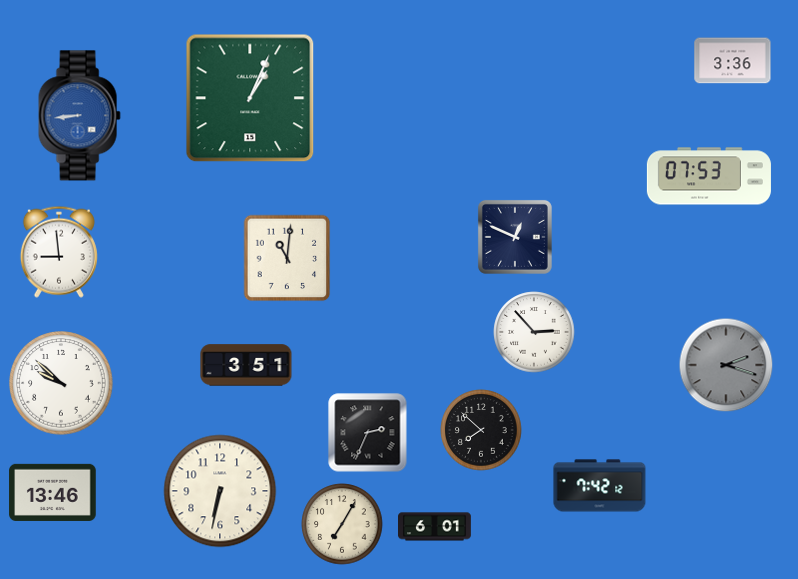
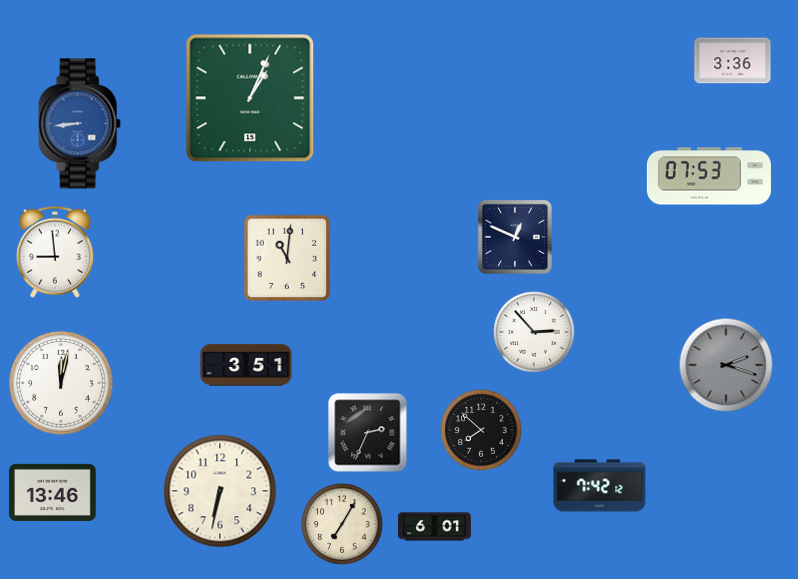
clock at (79, 116) position: (79, 116) -> (79, 124)
clock at (59, 252) position: (59, 252) -> (55, 252)
clock at (61, 383): 9:52 -> 12:02
